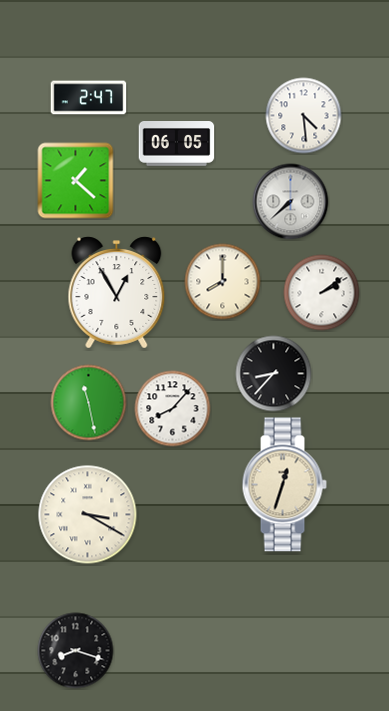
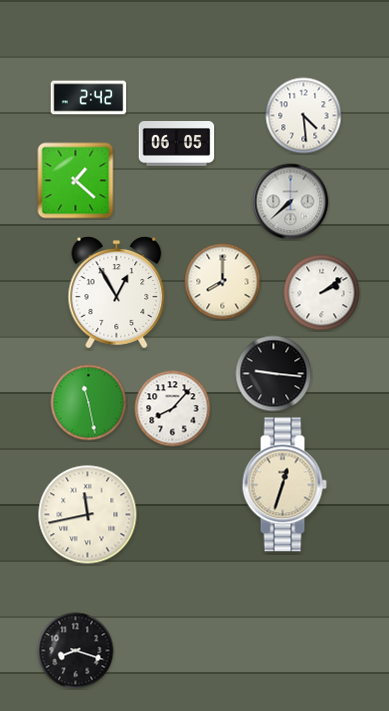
clock at (89, 98): 2:47 -> 2:42
clock at (274, 374): 8:37 -> 9:16
clock at (88, 515): 3:20 -> 11:43
